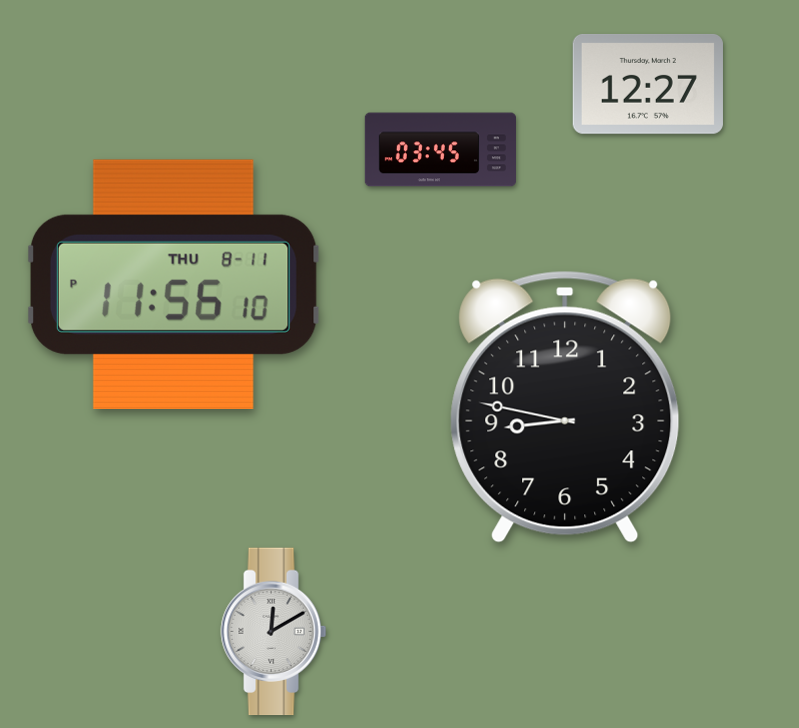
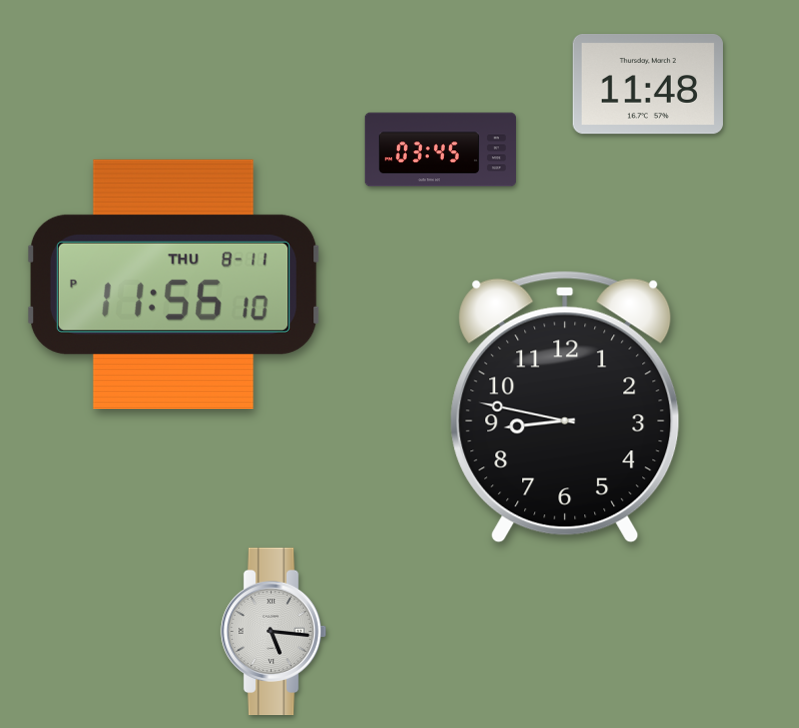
clock at (648, 84): 12:27 -> 11:48
clock at (274, 632): 12:10 -> 5:16
